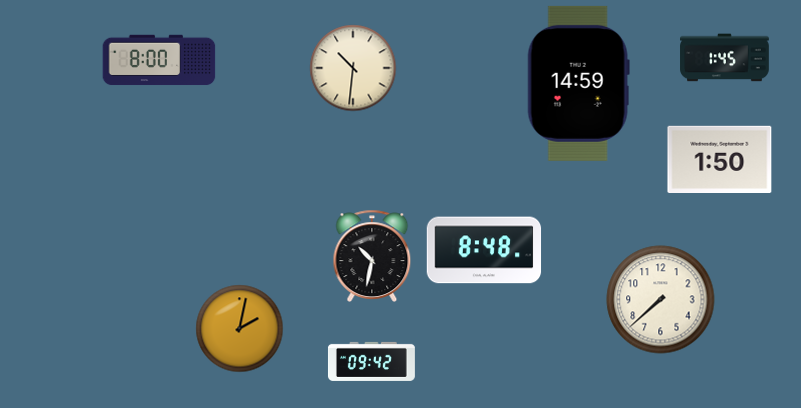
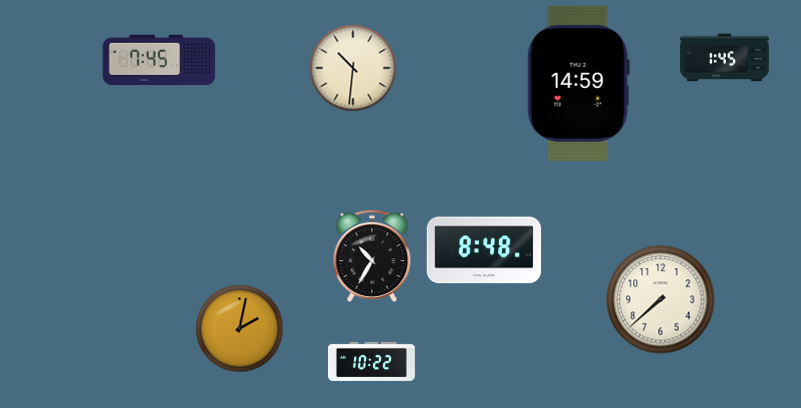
clock at (159, 60): 8:00 -> 7:45
clock at (720, 159): 1:50 -> none
clock at (372, 256): 10:32 -> 10:35
clock at (371, 361): 09:42 -> 10:22
